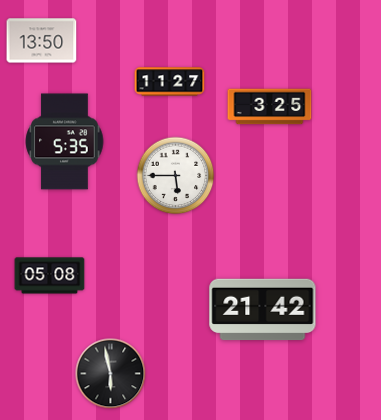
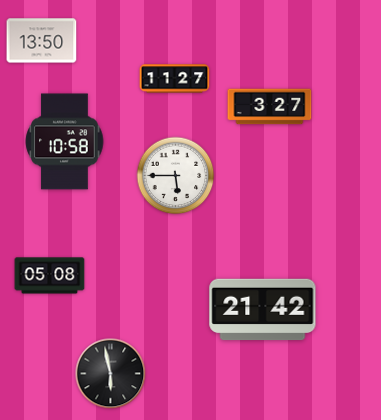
clock at (170, 82) position: (170, 82) -> (175, 79)
clock at (270, 107): 3:25 -> 3:27
clock at (65, 142): 5:35 -> 10:58
